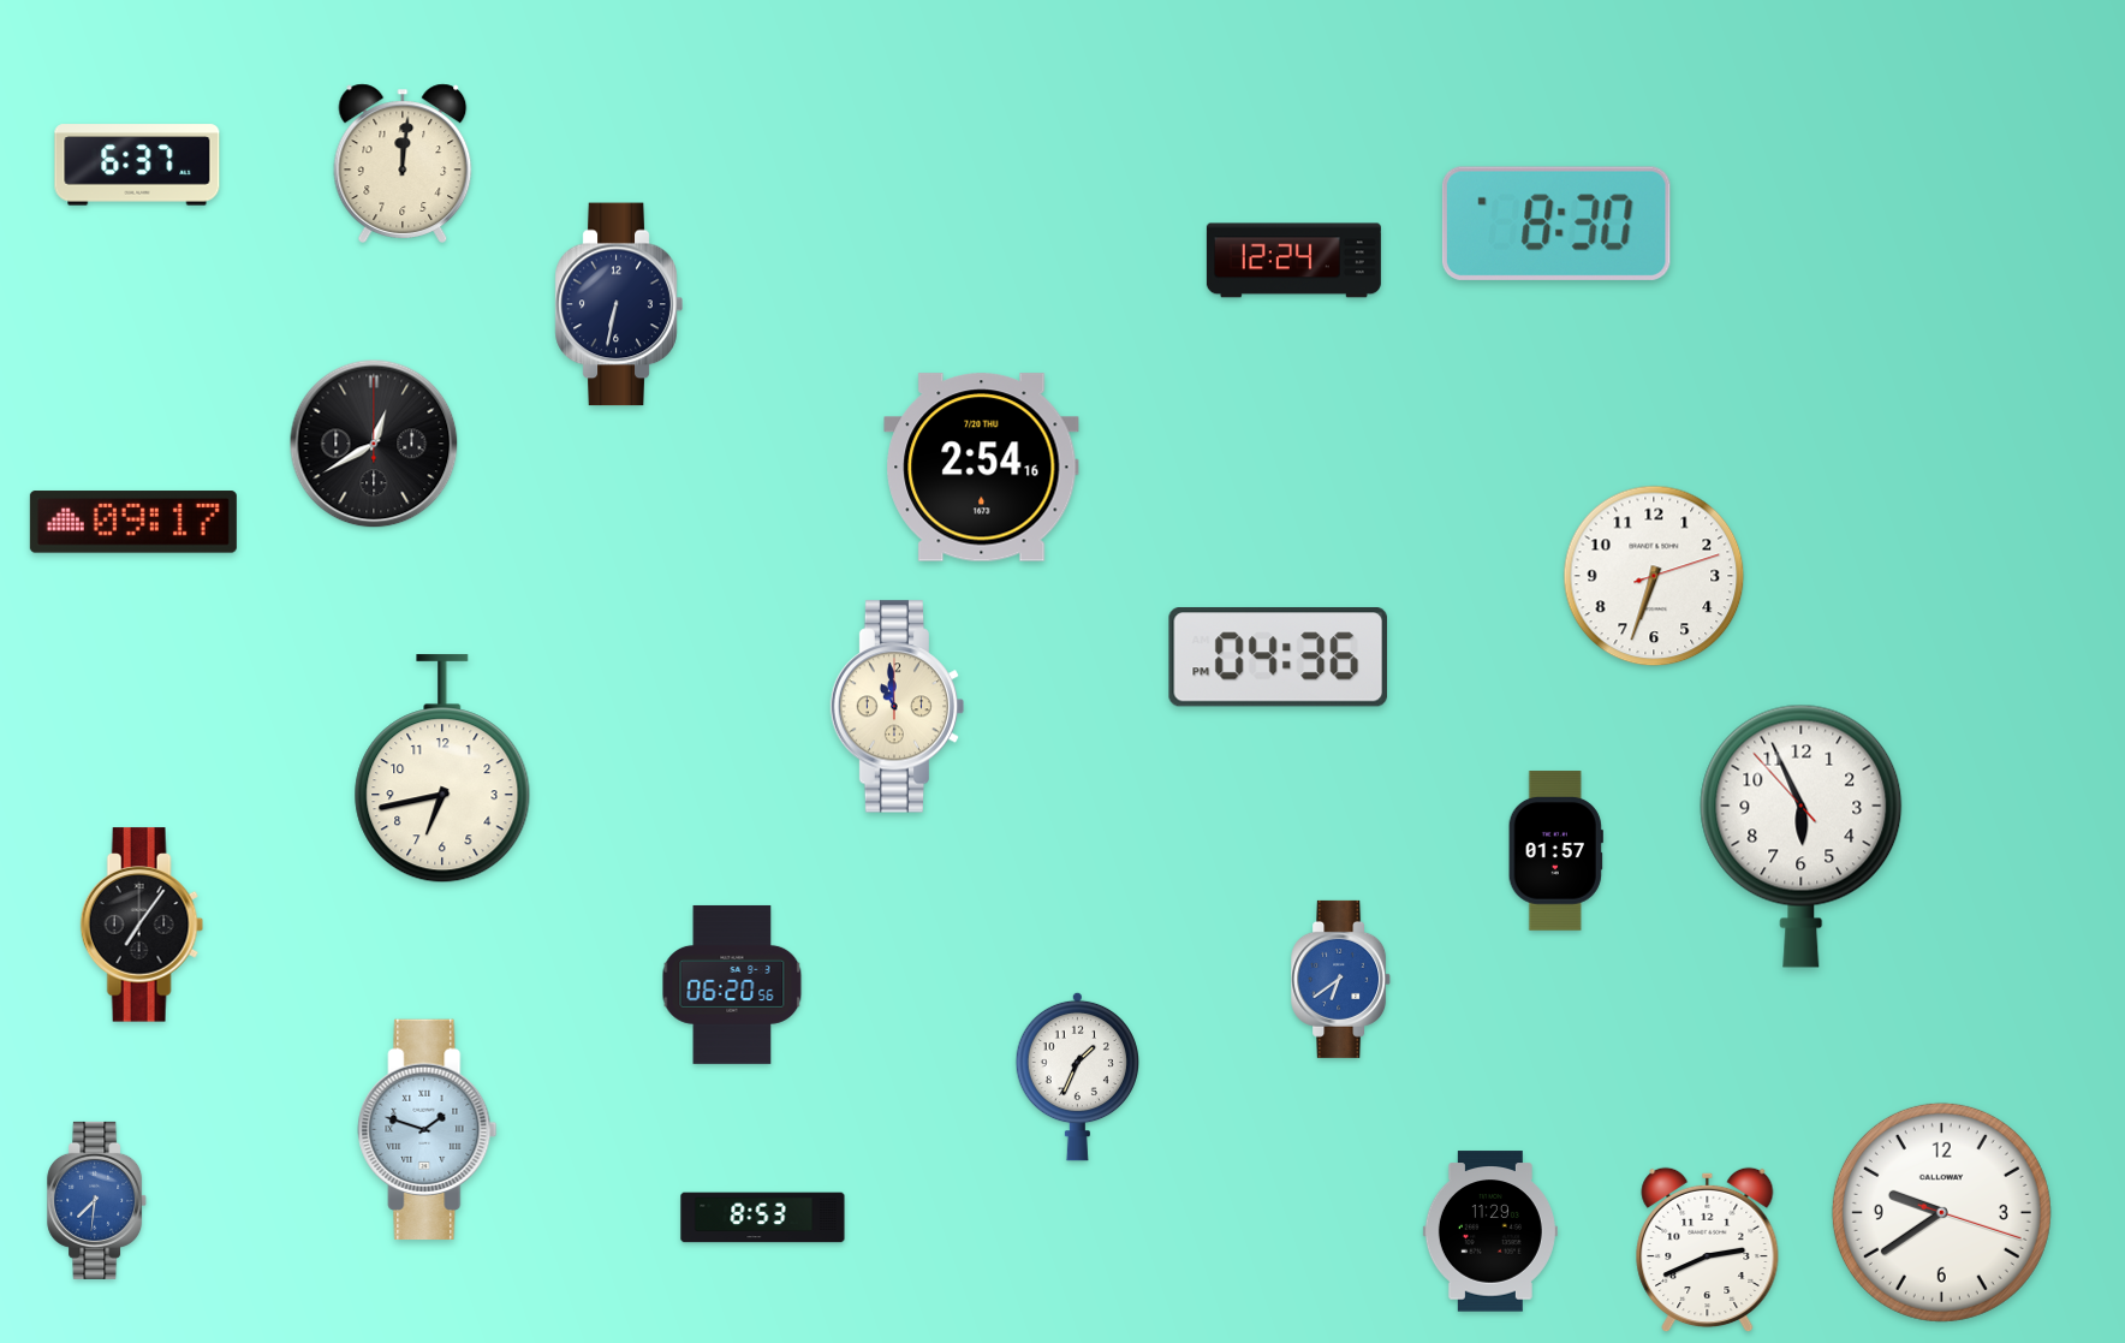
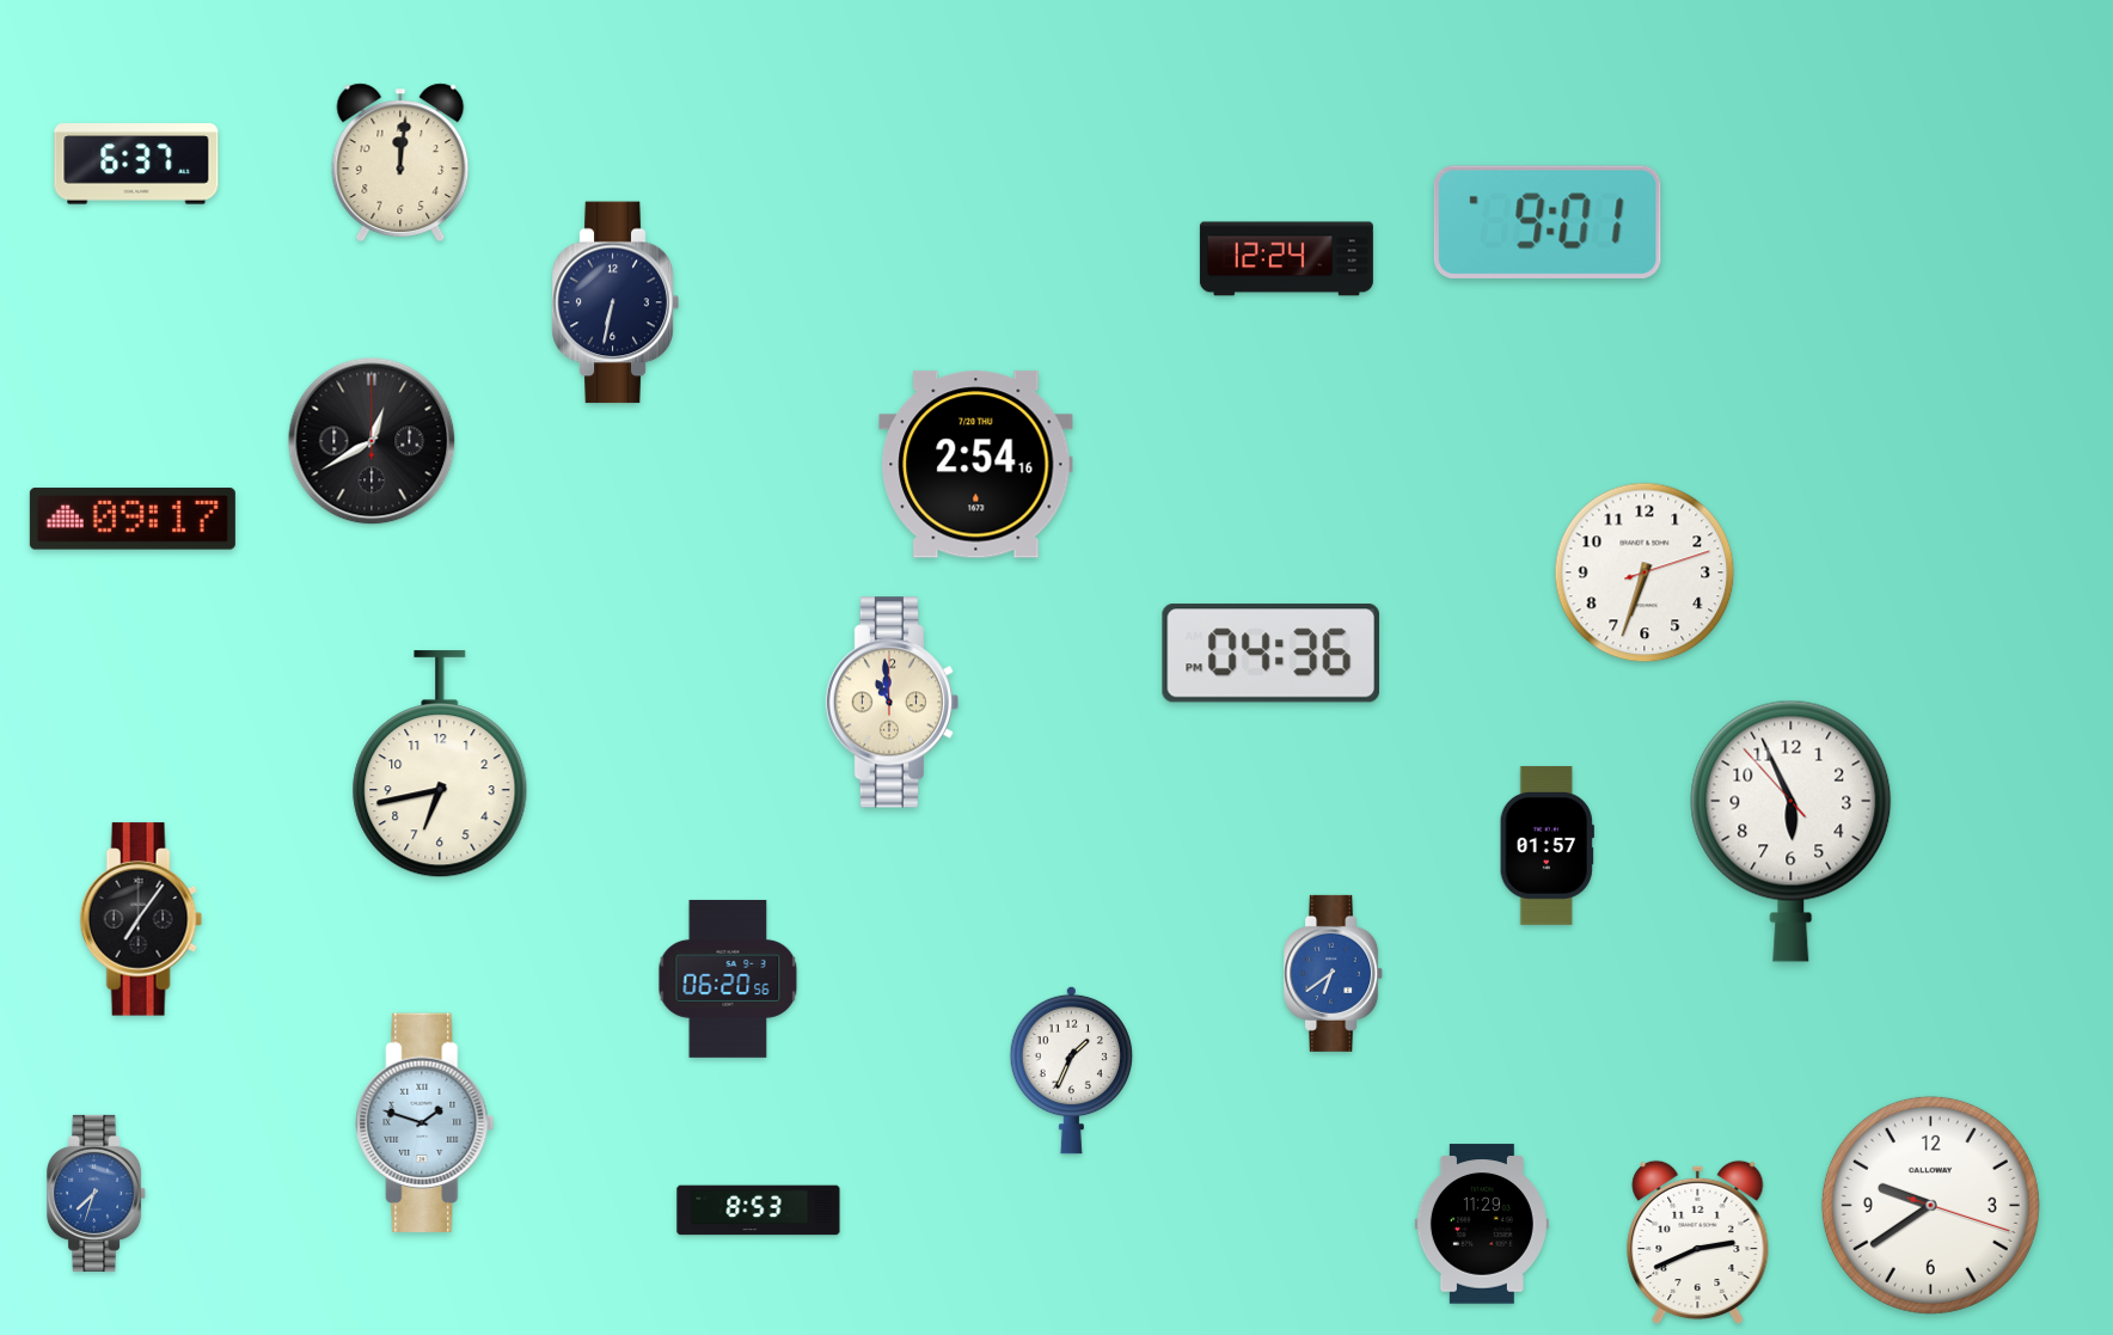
clock at (1556, 224): 8:30 -> 9:01
clock at (97, 1200): 7:31 -> 7:33
